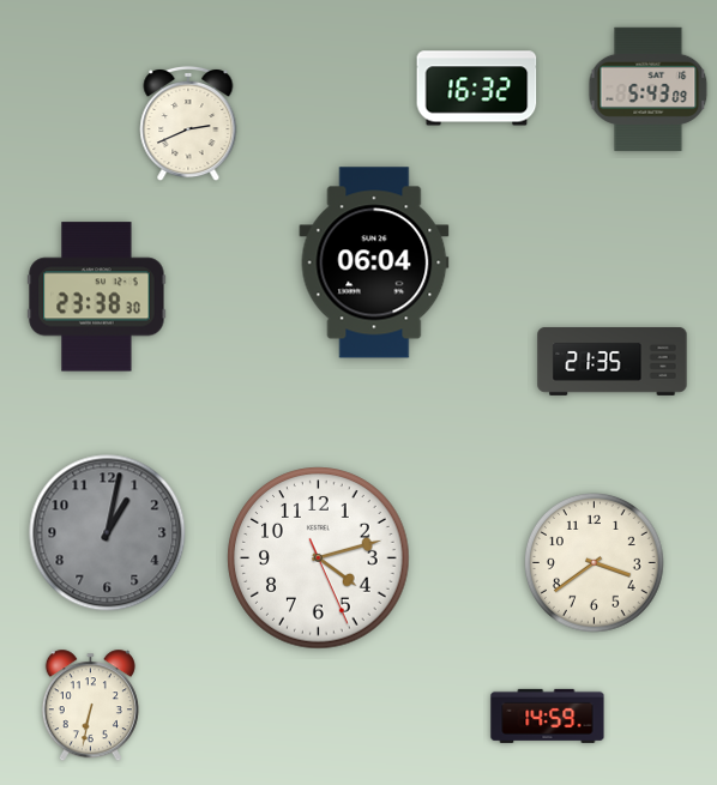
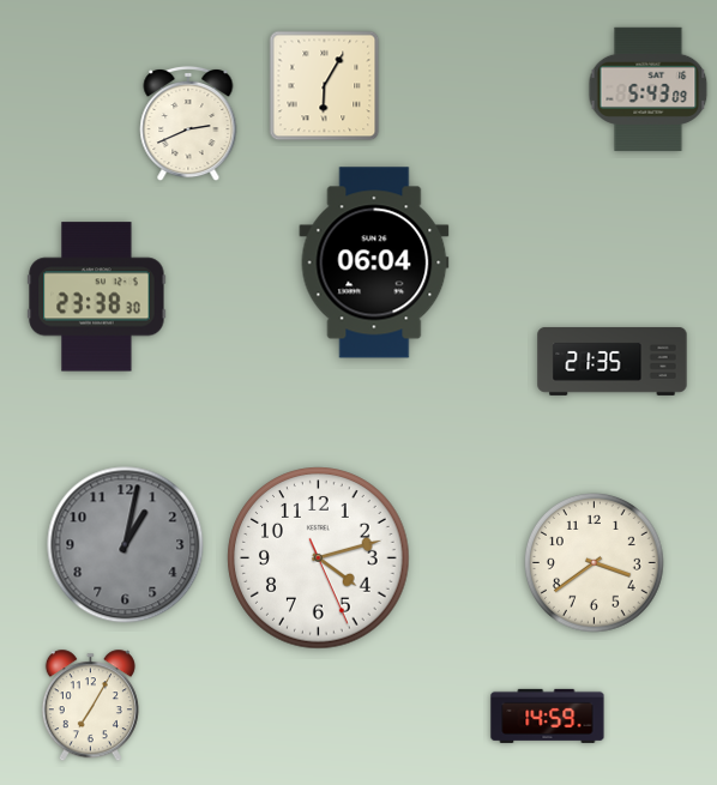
clock at (325, 86): none -> 6:05
clock at (477, 89): 16:32 -> none
clock at (108, 533) position: (108, 533) -> (126, 545)
clock at (90, 706): 6:32 -> 7:05
